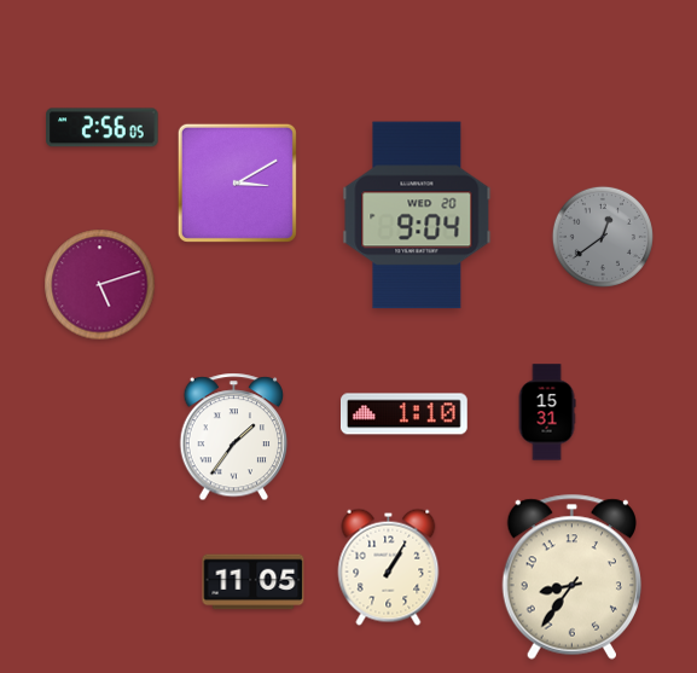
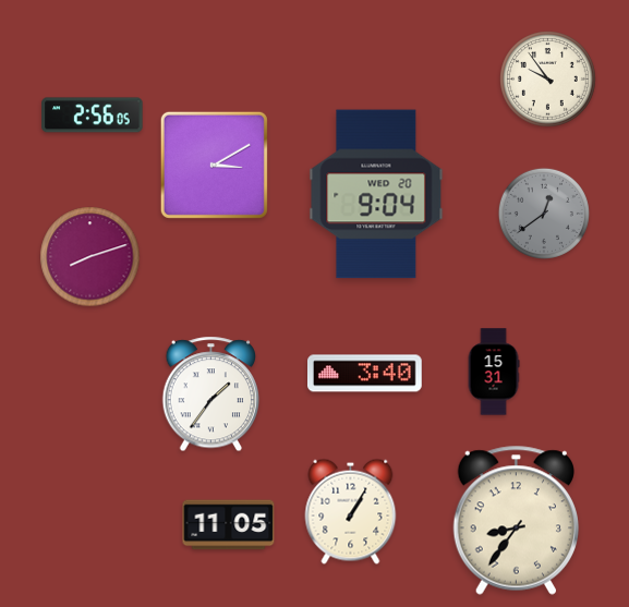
clock at (548, 80): none -> 9:54
clock at (100, 285): 5:12 -> 8:12
clock at (405, 414): 1:10 -> 3:40
